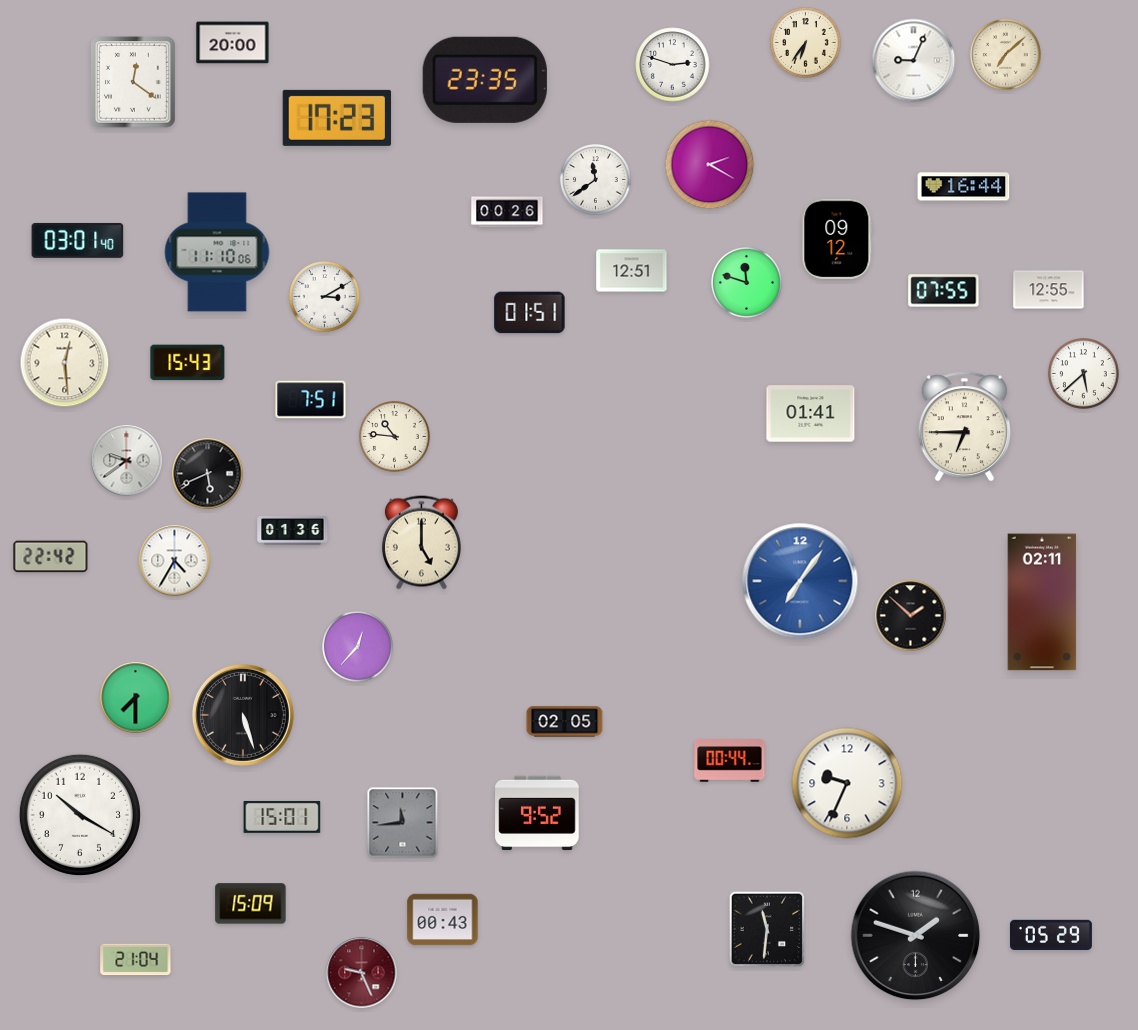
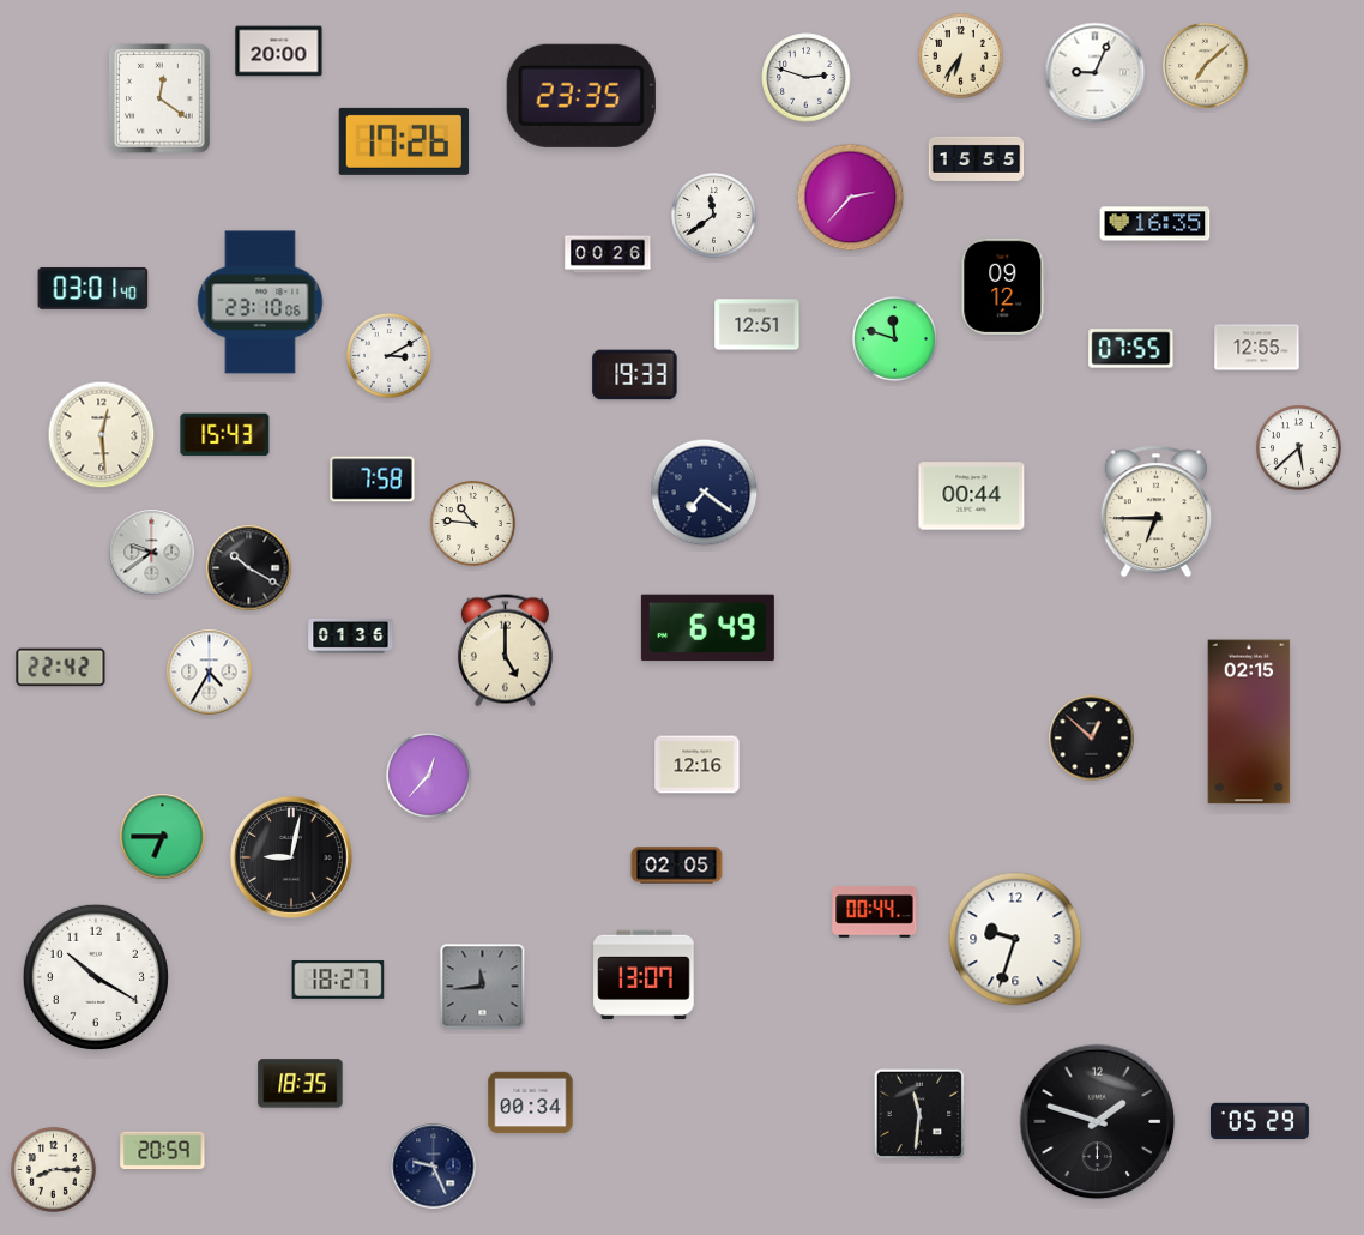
clock at (806, 43) position: (806, 43) -> (961, 56)
clock at (337, 118): 17:23 -> 17:26
clock at (977, 158): none -> 15:55
clock at (710, 165): 2:20 -> 2:37
clock at (964, 187): 16:44 -> 16:35
clock at (217, 252): 11:10 -> 23:10
clock at (530, 313): 01:51 -> 19:33
clock at (65, 363) position: (65, 363) -> (102, 435)
clock at (311, 400): 7:51 -> 7:58
clock at (705, 493): none -> 7:21
clock at (811, 414): 01:41 -> 00:44
clock at (208, 474): 5:41 -> 10:20
clock at (707, 628): none -> 6:49
clock at (800, 581): 7:06 -> none
clock at (1042, 602): 02:11 -> 02:15
clock at (911, 616): 1:52 -> 12:52
clock at (698, 765): none -> 12:16
clock at (136, 698): 7:30 -> 6:45
clock at (243, 715): 5:27 -> 9:02
clock at (847, 783): 9:34 -> 9:33
clock at (537, 813): 9:52 -> 13:07
clock at (282, 817): 15:01 -> 18:27
clock at (251, 904): 15:09 -> 18:35
clock at (443, 920): 00:43 -> 00:34
clock at (136, 960): 21:04 -> 20:59
clock at (362, 973) dial: burgundy -> navy
clock at (54, 1170): none -> 8:15
